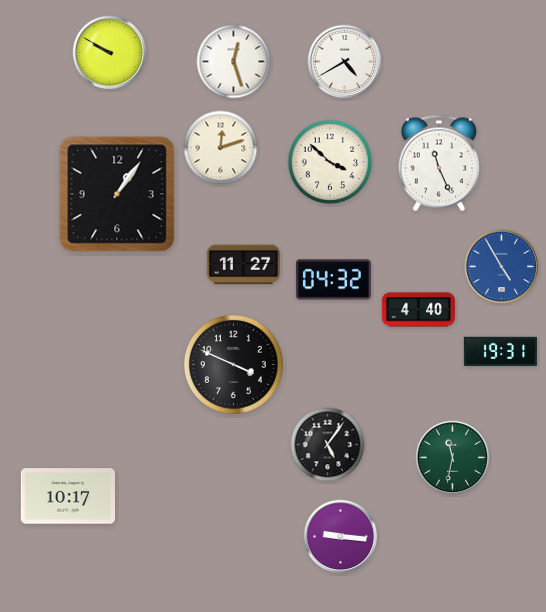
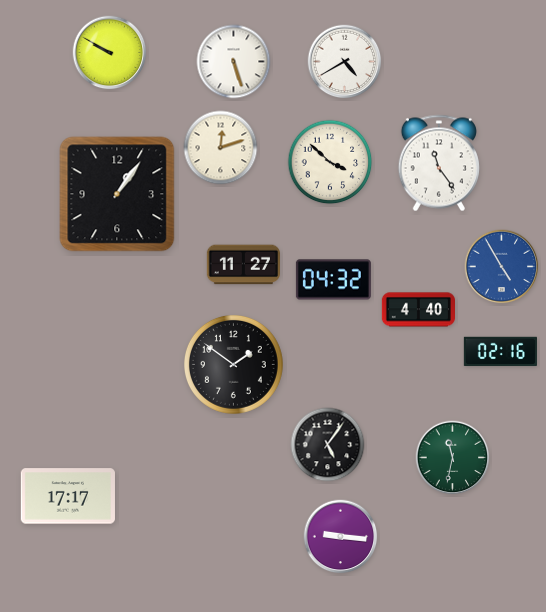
clock at (234, 62): 12:27 -> 5:27
clock at (439, 163): 11:26 -> 11:24
clock at (500, 352): 19:31 -> 02:16
clock at (233, 364): 3:49 -> 1:51
clock at (68, 496): 10:17 -> 17:17
